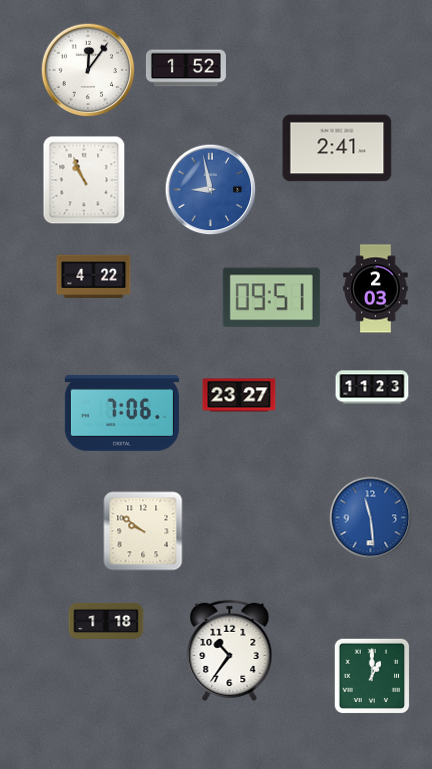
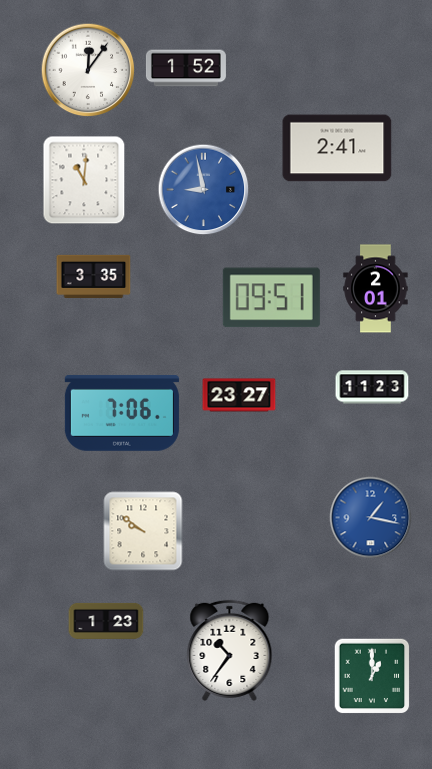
clock at (84, 180): 10:56 -> 11:01
clock at (211, 190) position: (211, 190) -> (204, 190)
clock at (94, 276): 4:22 -> 3:35
clock at (376, 289): 2:03 -> 2:01
clock at (371, 518): 11:29 -> 1:17
clock at (106, 621): 1:18 -> 1:23
